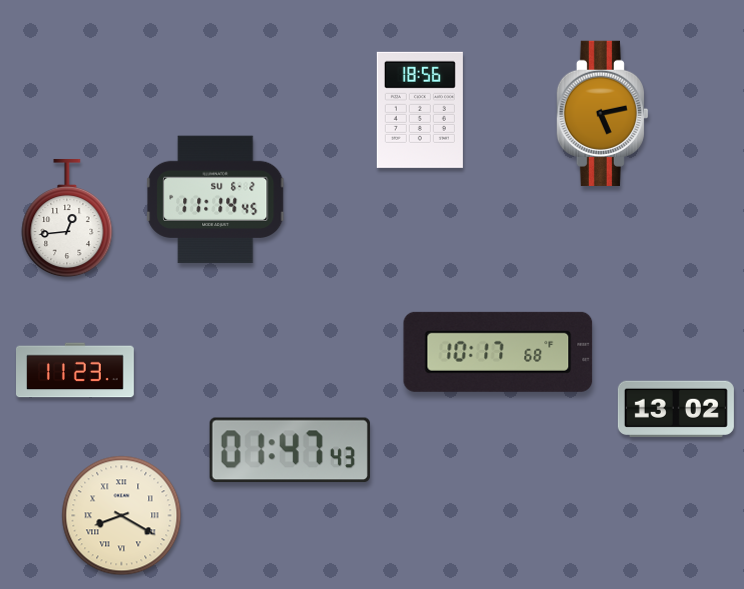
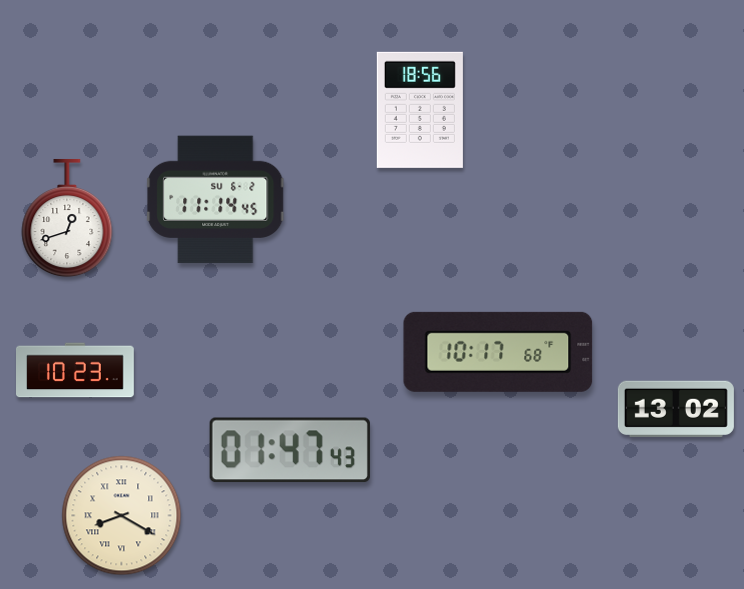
clock at (602, 113): 5:13 -> none
clock at (67, 218): 12:44 -> 12:42
clock at (76, 370): 11:23 -> 10:23
